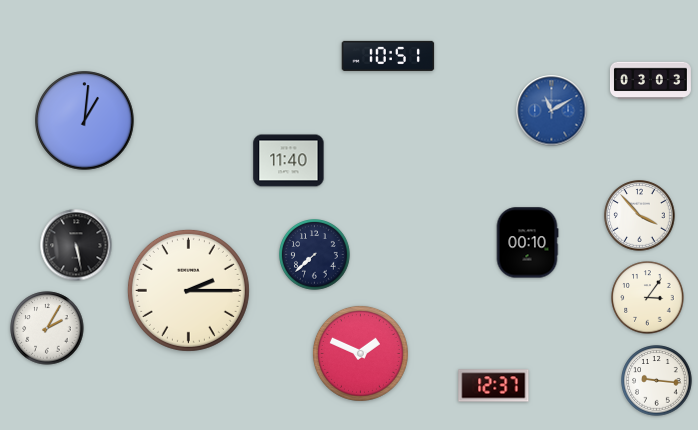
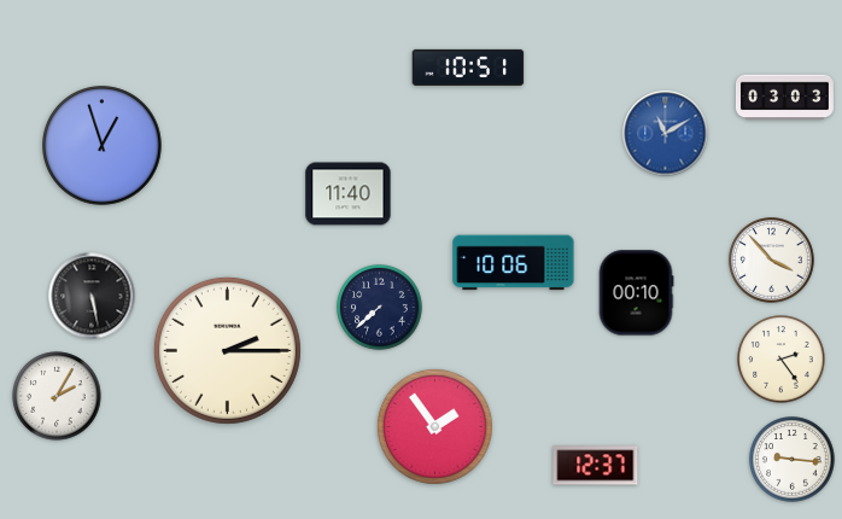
clock at (85, 121): 1:01 -> 12:57
clock at (514, 263): none -> 10:06
clock at (648, 298): 3:06 -> 2:24
clock at (360, 353): 1:49 -> 1:54
